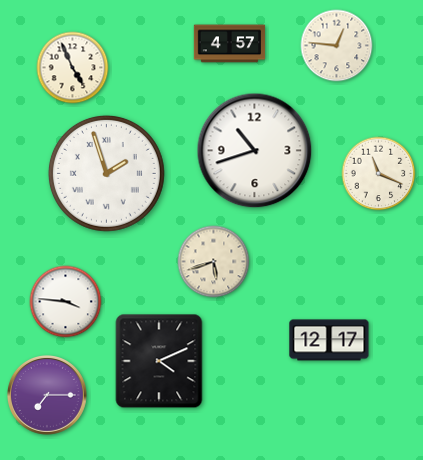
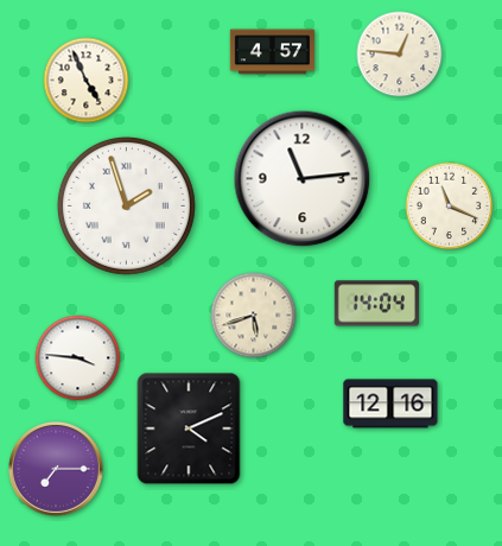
clock at (255, 151): 10:42 -> 11:14
clock at (376, 304): none -> 14:04
clock at (214, 262) position: (214, 262) -> (254, 316)
clock at (329, 340): 12:17 -> 12:16
